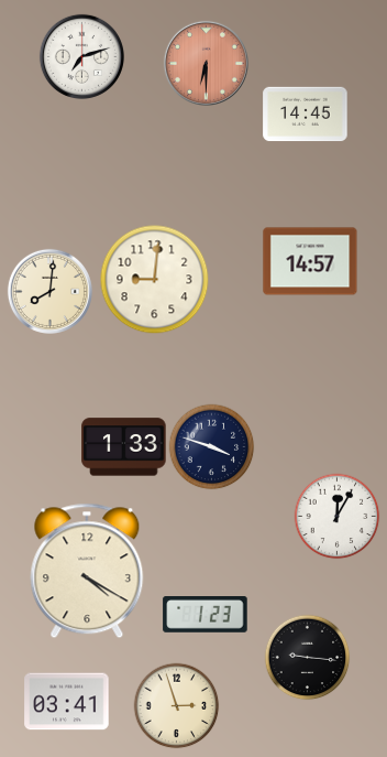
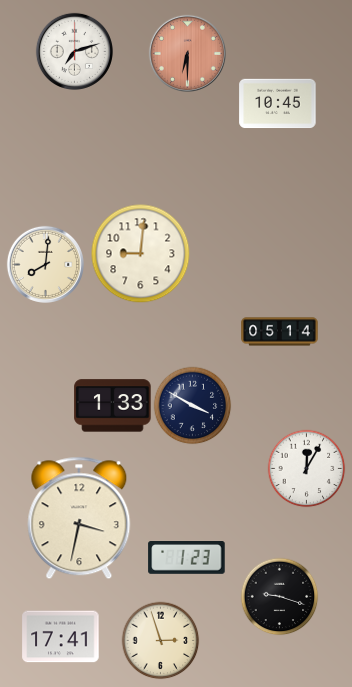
clock at (206, 63) position: (206, 63) -> (187, 53)
clock at (306, 115): 14:45 -> 10:45
clock at (310, 261): 14:57 -> none
clock at (280, 332): none -> 05:14
clock at (211, 446): 3:48 -> 3:50
clock at (87, 571): 4:20 -> 3:32
clock at (307, 657): 9:16 -> 9:18
clock at (67, 702): 03:41 -> 17:41
